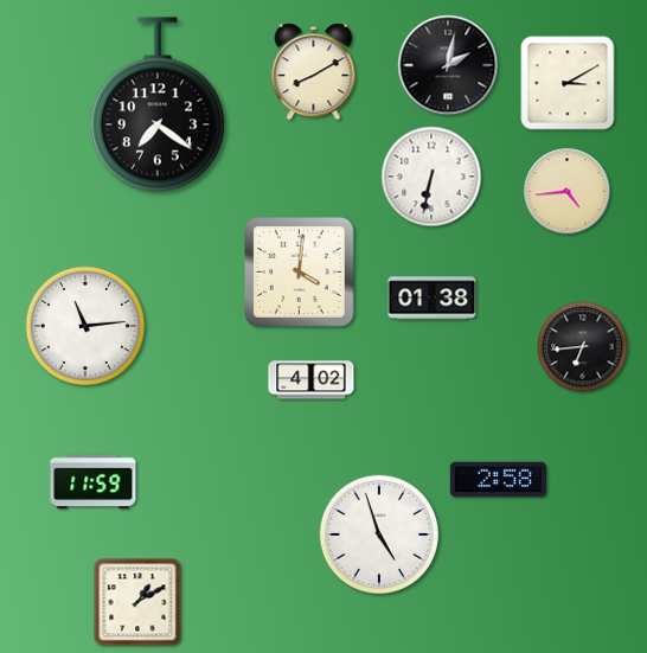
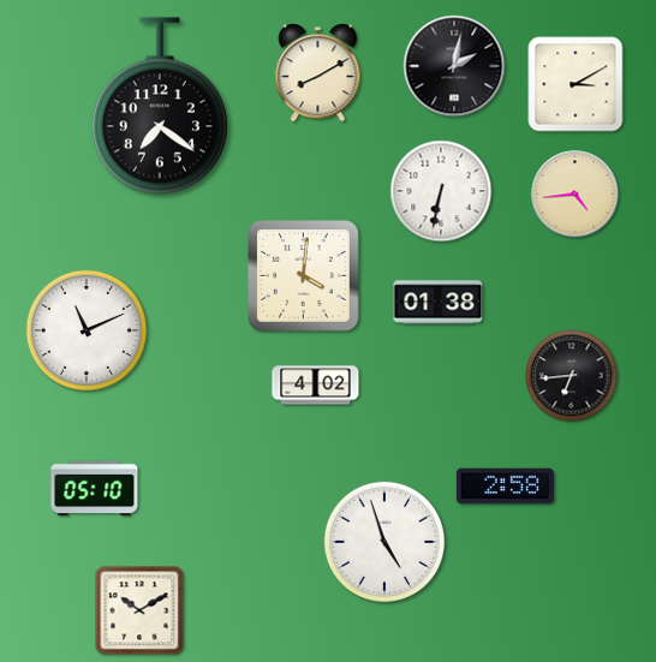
clock at (431, 177) position: (431, 177) -> (441, 191)
clock at (85, 326): 11:14 -> 11:11
clock at (583, 347) position: (583, 347) -> (572, 376)
clock at (94, 482): 11:59 -> 05:10
clock at (137, 602): 1:10 -> 10:10
